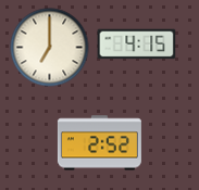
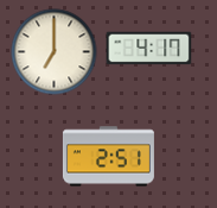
clock at (137, 45): 4:15 -> 4:17
clock at (99, 143): 2:52 -> 2:51
